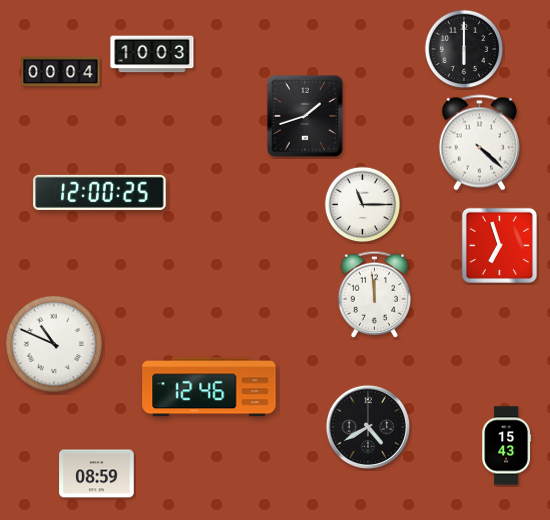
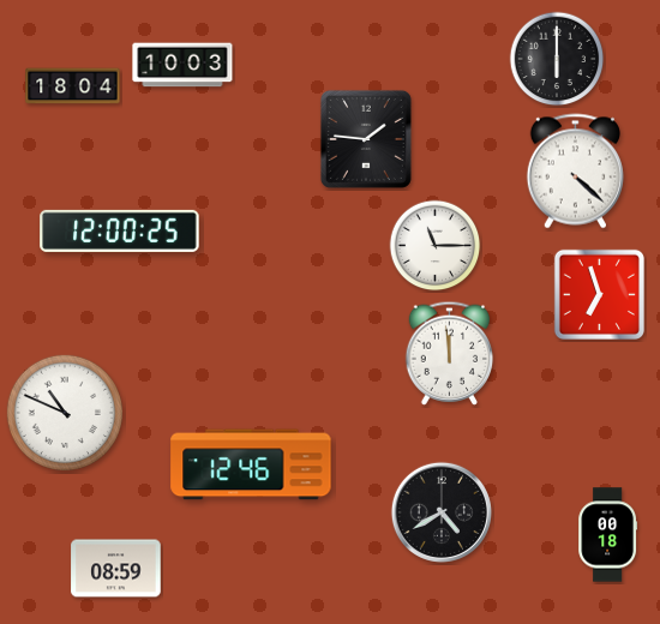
clock at (61, 72): 00:04 -> 18:04
clock at (305, 116): 1:42 -> 1:46
clock at (507, 446): 15:43 -> 00:18
